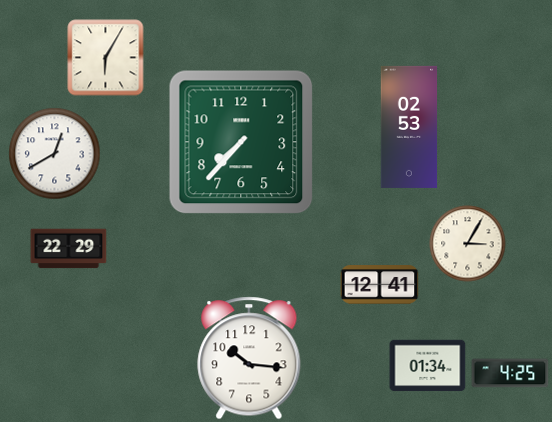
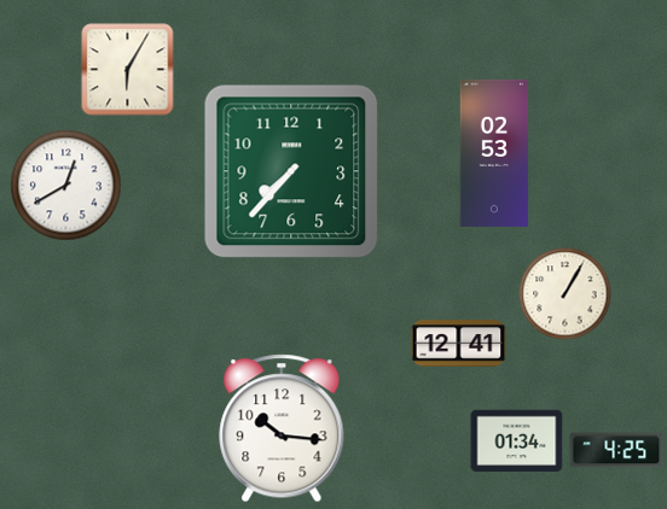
clock at (468, 244): 3:05 -> 1:05
clock at (69, 249): 22:29 -> none
clock at (249, 358) position: (249, 358) -> (282, 428)
